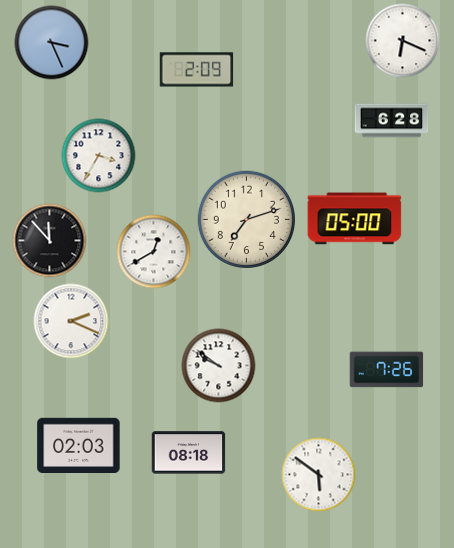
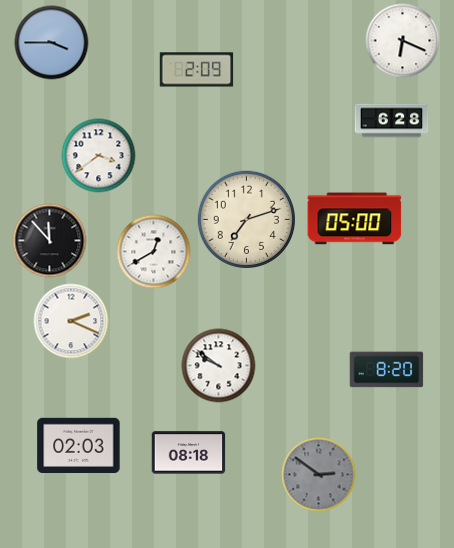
clock at (52, 43): 3:26 -> 3:45
clock at (99, 156): 3:35 -> 3:39
clock at (387, 370): 7:26 -> 8:20
clock at (319, 475): 5:51 -> 2:51
clock at (319, 475) dial: white -> grey
